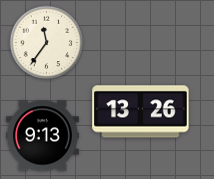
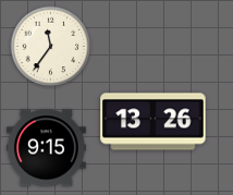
clock at (43, 136): 9:13 -> 9:15
